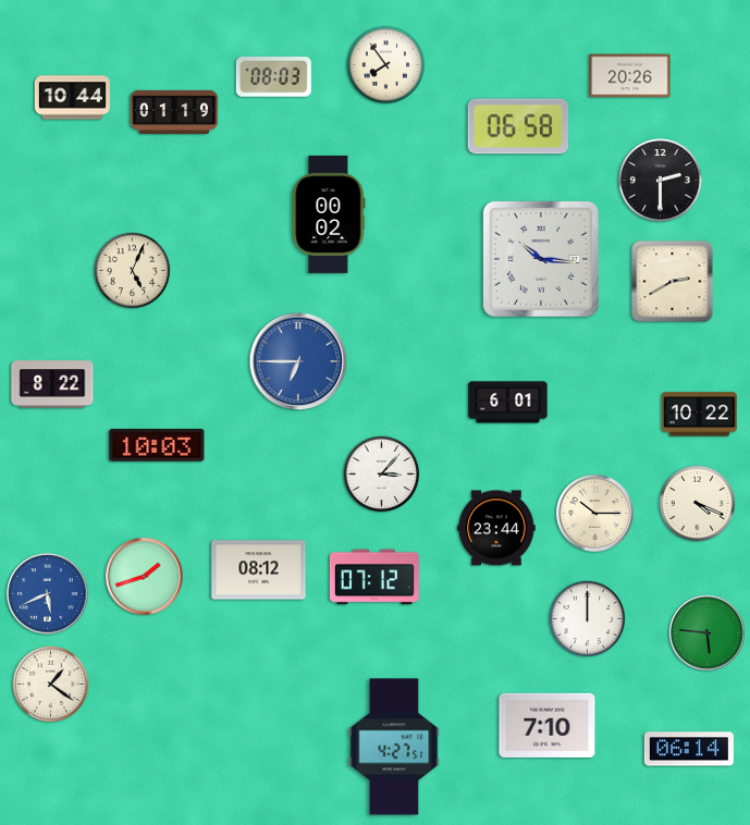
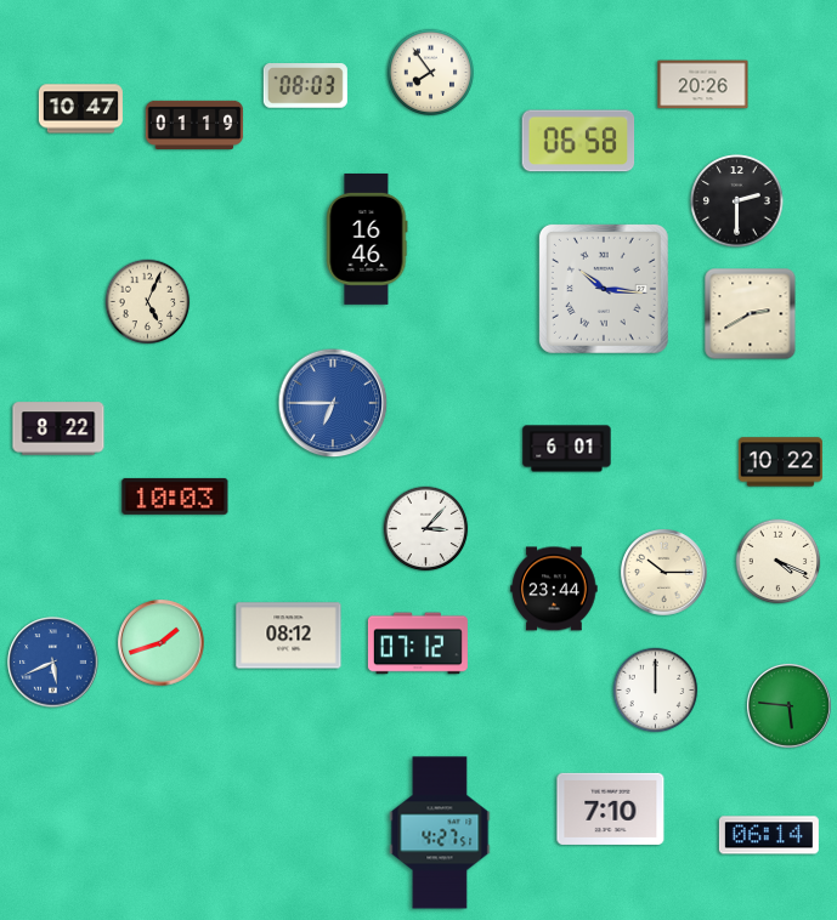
clock at (72, 98): 10:44 -> 10:47
clock at (329, 214): 00:02 -> 16:46
clock at (51, 685): 1:21 -> none
